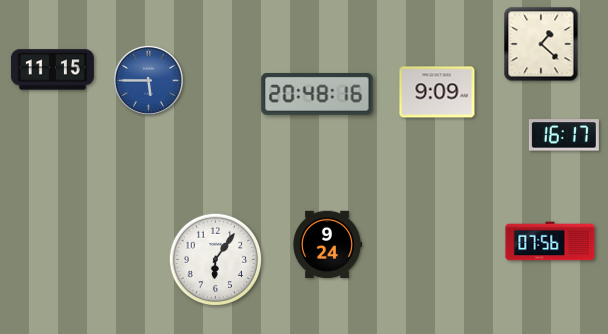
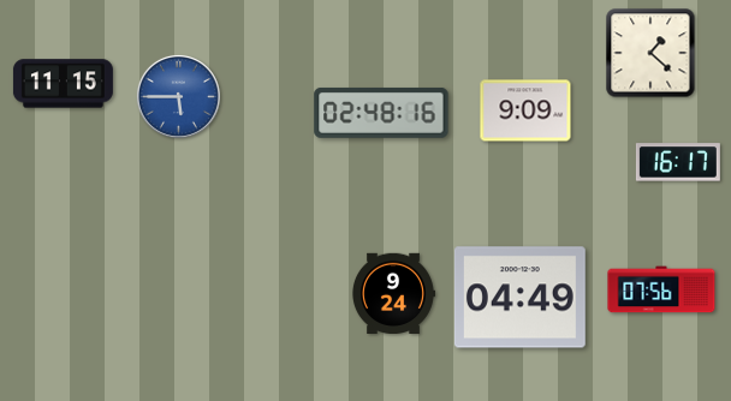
clock at (317, 94): 20:48 -> 02:48
clock at (519, 298): none -> 04:49
clock at (216, 260): 6:06 -> none
